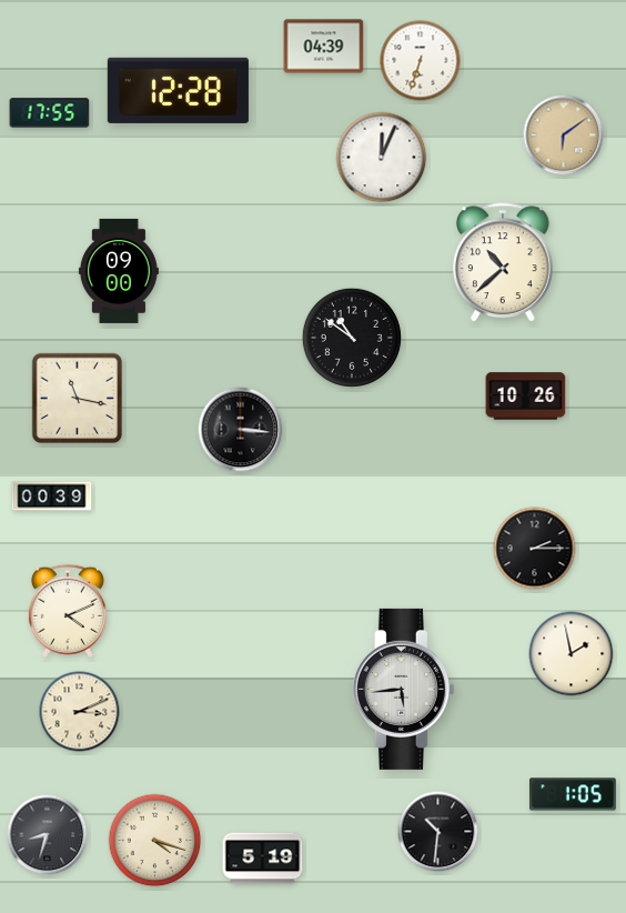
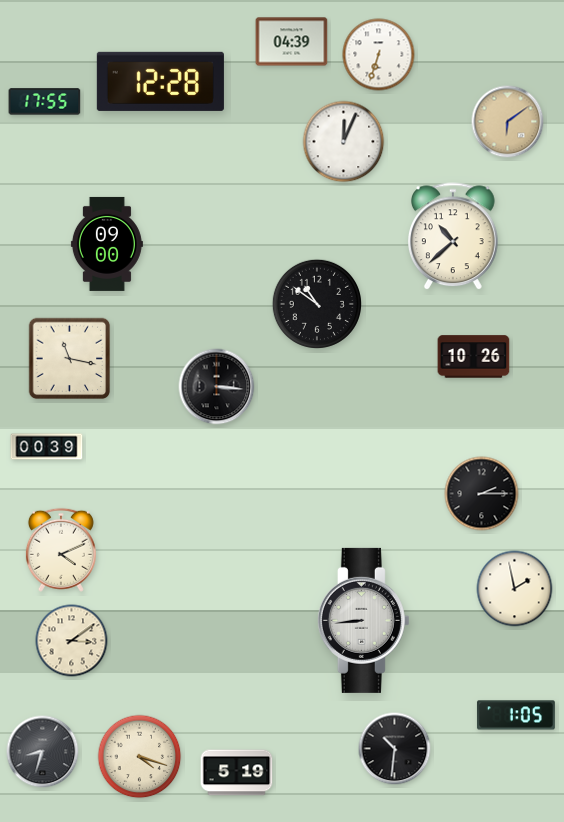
clock at (403, 689): 5:44 -> 8:44
clock at (80, 712): 3:11 -> 3:09
